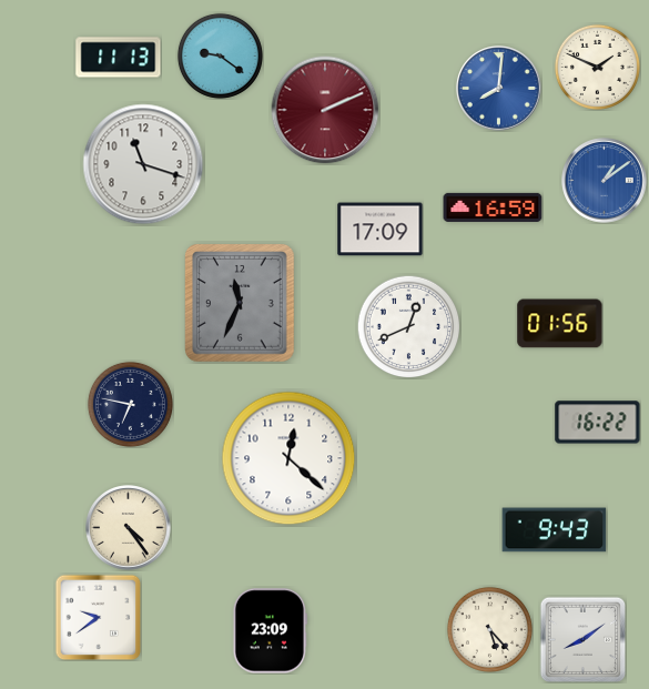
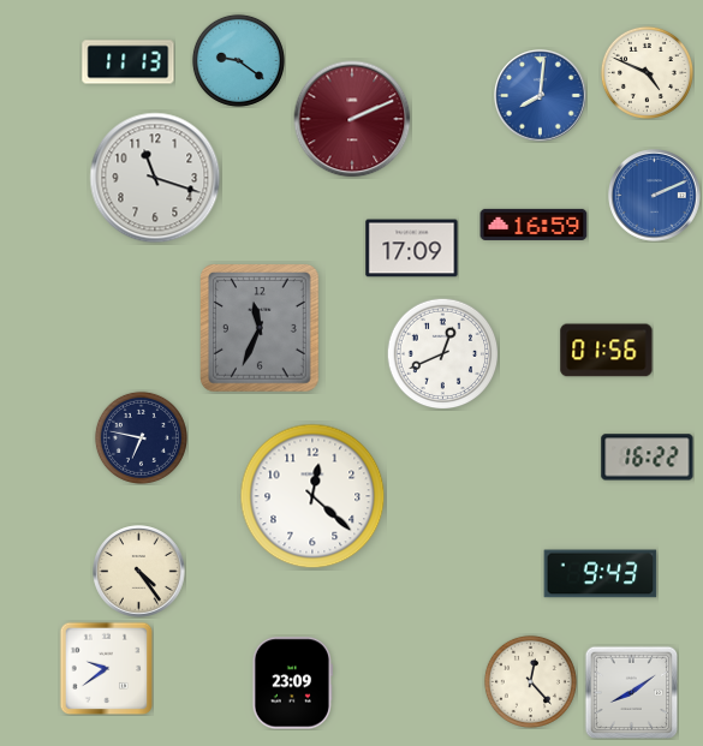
clock at (597, 67): 1:49 -> 4:49
clock at (605, 181): 1:09 -> 2:11
clock at (489, 629): 5:23 -> 12:23
